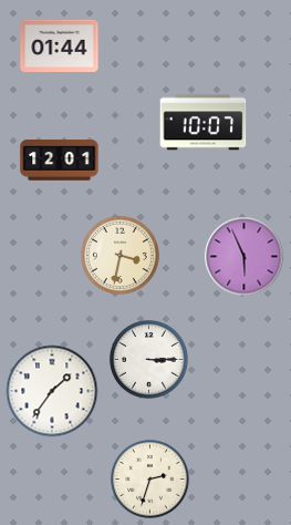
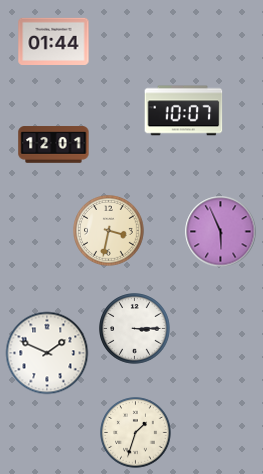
clock at (149, 360) position: (149, 360) -> (135, 329)
clock at (52, 391): 1:36 -> 1:49
clock at (150, 480): 2:33 -> 1:33
